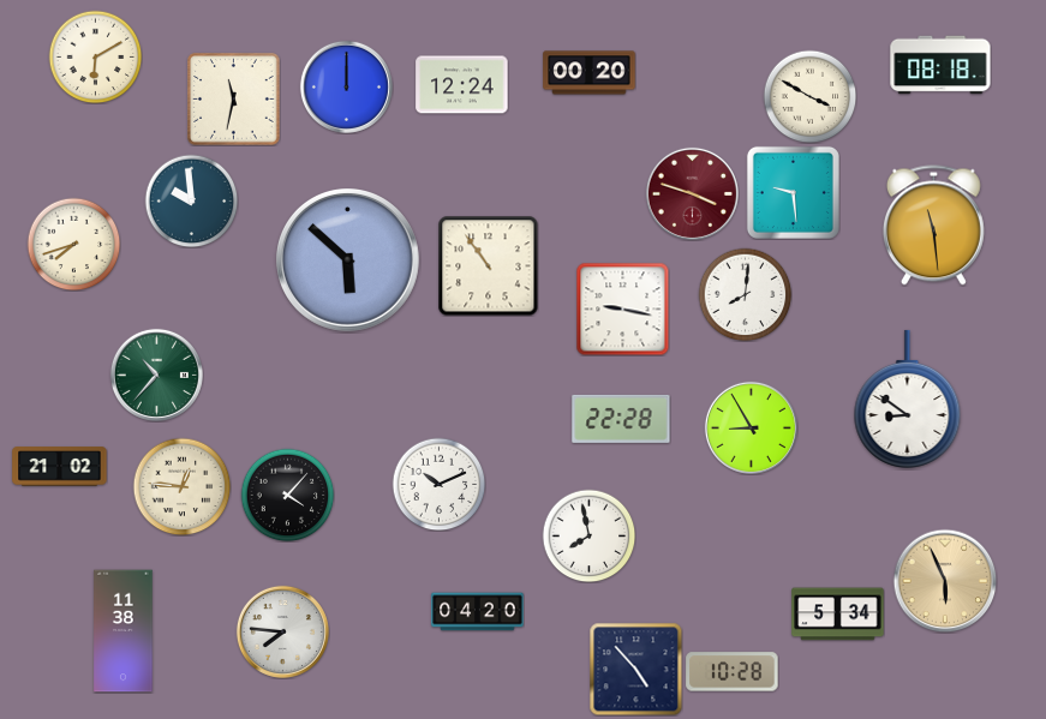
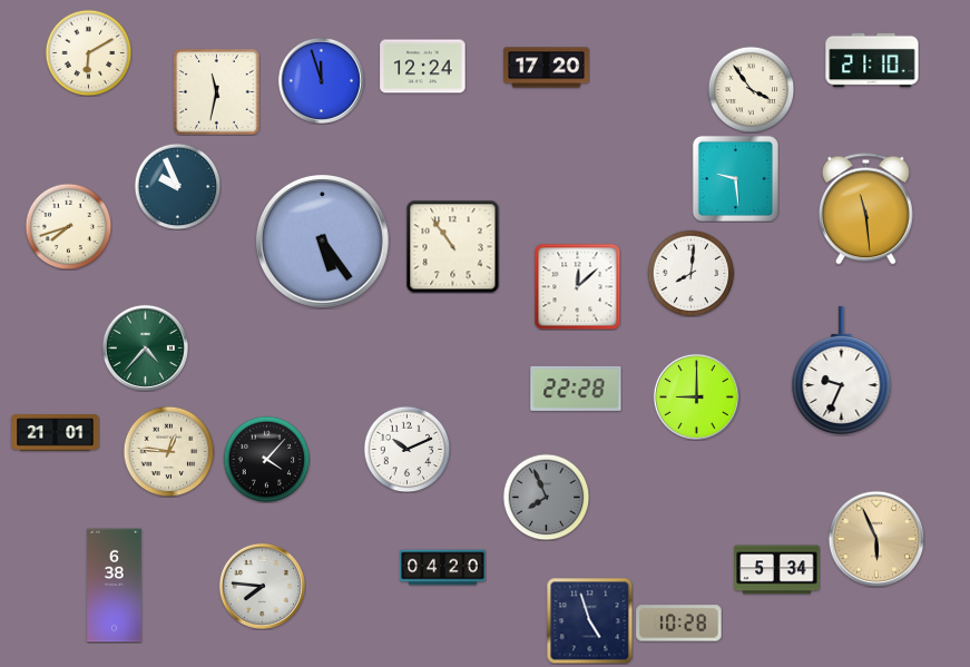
clock at (940, 65): 08:18 -> 21:10
clock at (590, 73): 00:20 -> 17:20
clock at (462, 85) position: (462, 85) -> (423, 67)
clock at (346, 86): 12:00 -> 11:57
clock at (809, 96): 3:50 -> 3:54
clock at (692, 193): 3:48 -> none
clock at (191, 200): 9:59 -> 9:56
clock at (348, 260): 5:52 -> 5:24
clock at (622, 308): 9:17 -> 12:08
clock at (156, 375): 10:37 -> 4:37
clock at (908, 399): 8:51 -> 9:34
clock at (751, 427): 8:55 -> 9:00
clock at (60, 467): 21:02 -> 21:01
clock at (588, 535): 7:58 -> 7:56
clock at (588, 535) dial: white -> grey
clock at (124, 631): 11:38 -> 6:38
clock at (635, 669): 4:53 -> 4:57
